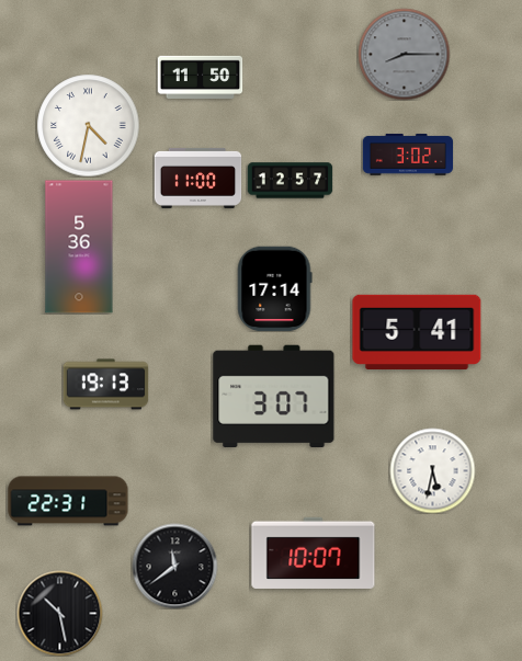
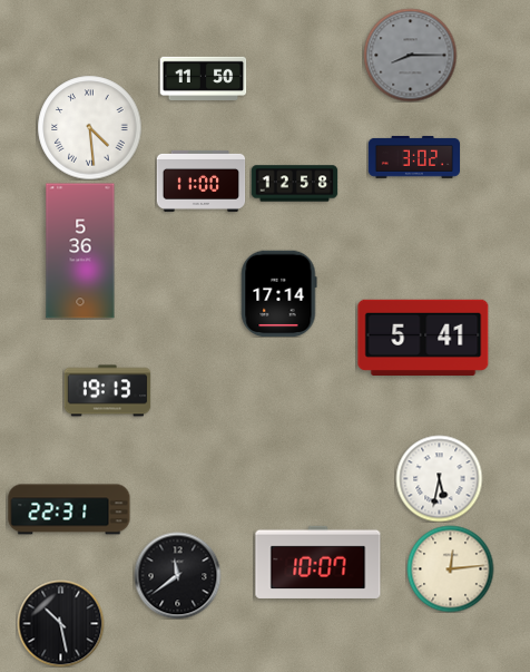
clock at (88, 125): 4:32 -> 4:29
clock at (290, 181): 12:57 -> 12:58
clock at (274, 396): 3:07 -> none
clock at (450, 568): none -> 12:14
